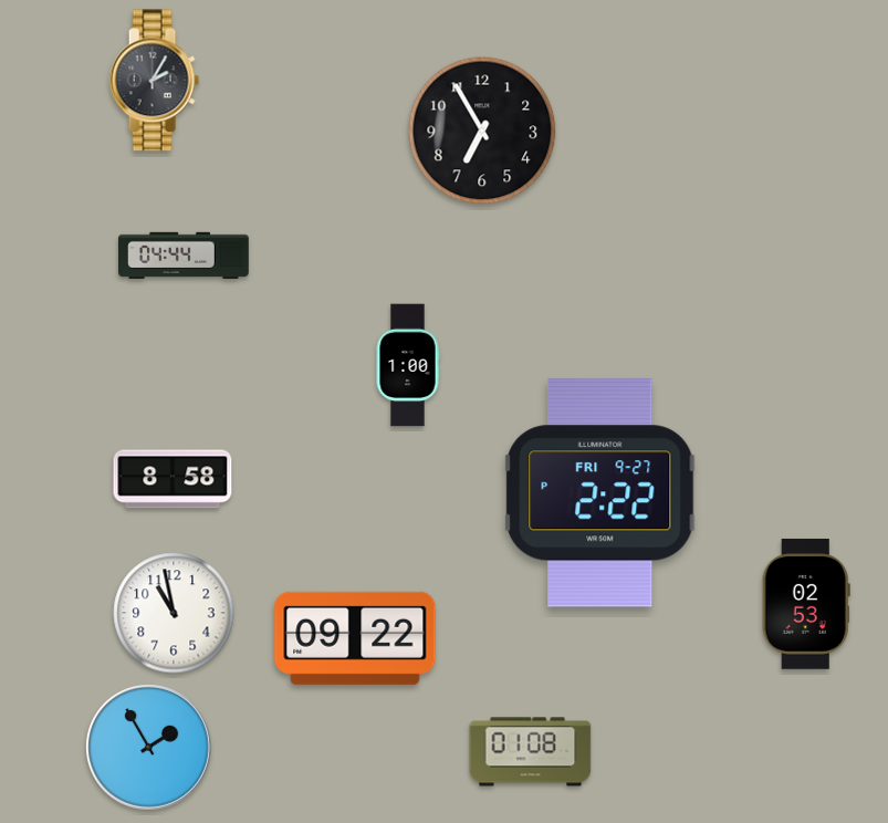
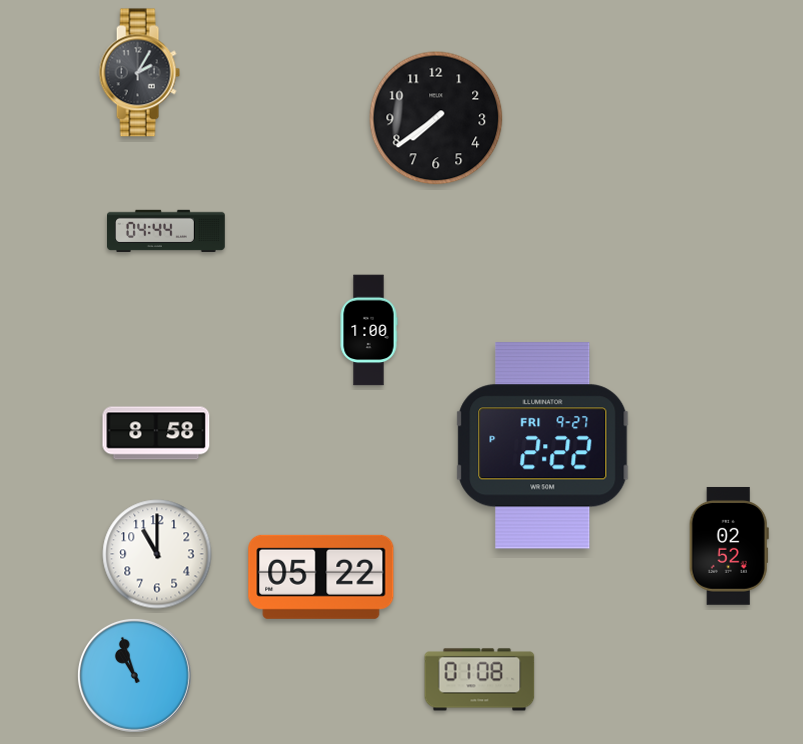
clock at (482, 131): 6:55 -> 7:39
clock at (806, 604): 02:53 -> 02:52
clock at (174, 613): 10:58 -> 11:00
clock at (355, 638): 09:22 -> 05:22
clock at (148, 747): 1:55 -> 10:57
